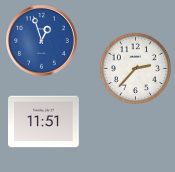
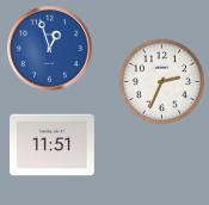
clock at (136, 69): 2:37 -> 2:34
